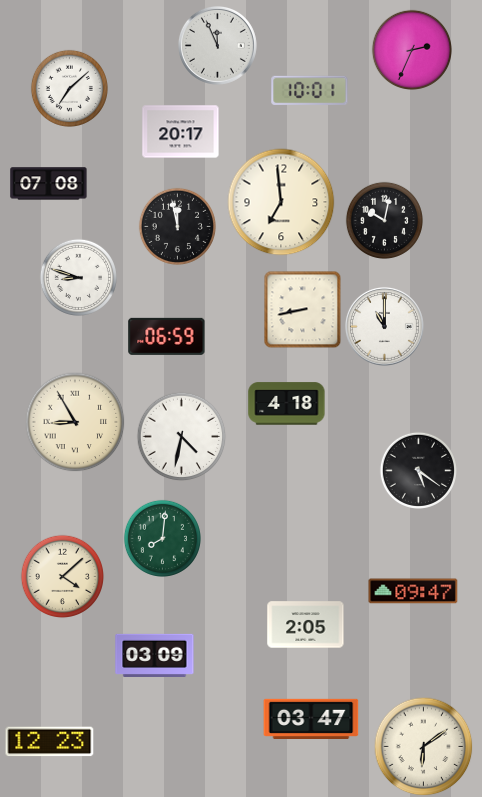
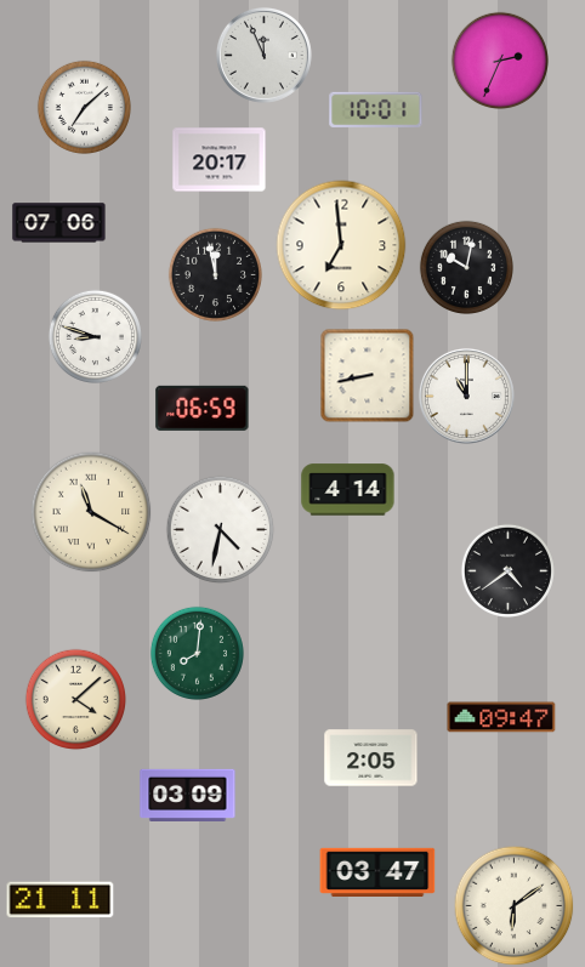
clock at (49, 184): 07:08 -> 07:06
clock at (287, 404): 4:18 -> 4:14
clock at (75, 422): 8:55 -> 11:20
clock at (418, 470): 5:21 -> 4:39
clock at (50, 742): 12:23 -> 21:11
